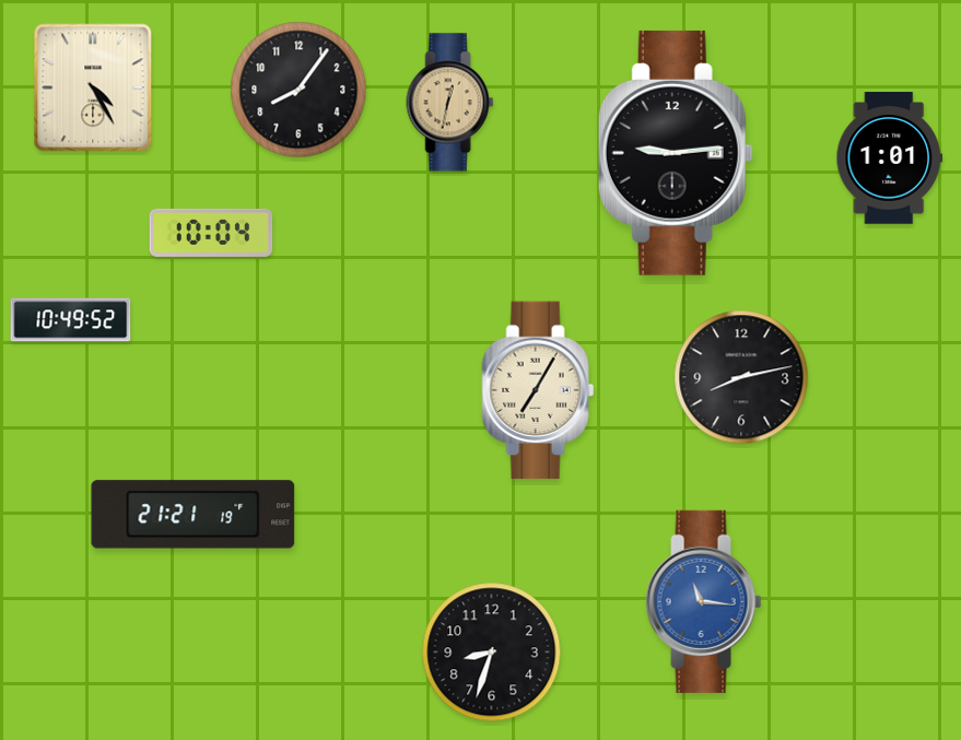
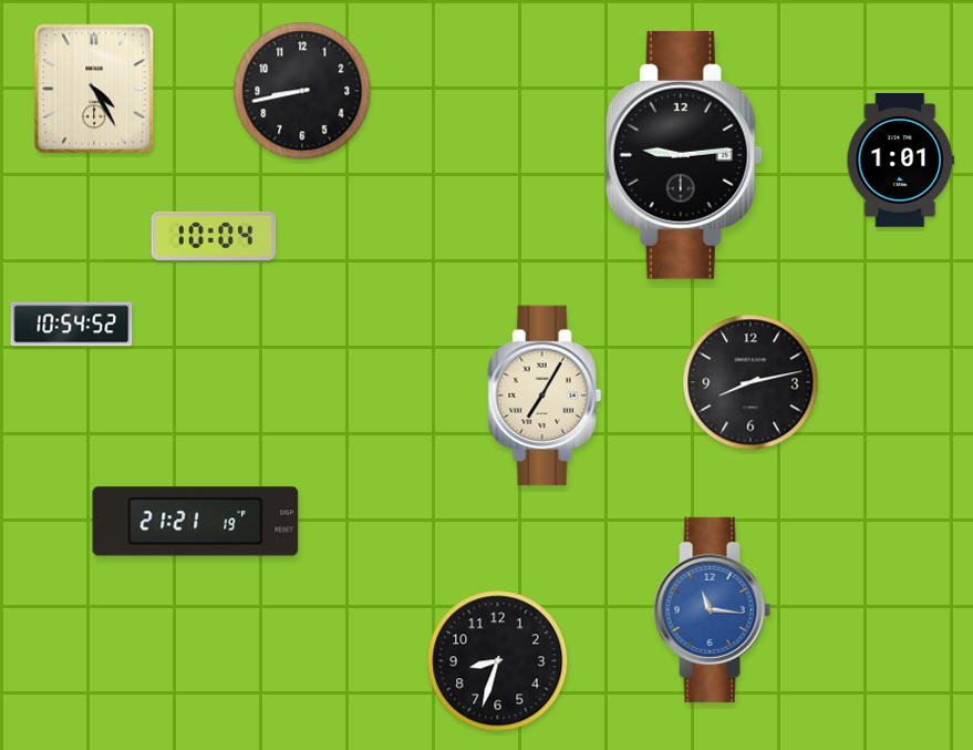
clock at (298, 90): 8:06 -> 8:43
clock at (450, 103): 12:32 -> none
clock at (71, 320): 10:49 -> 10:54
